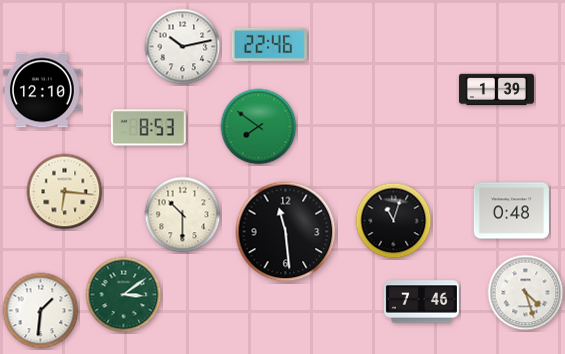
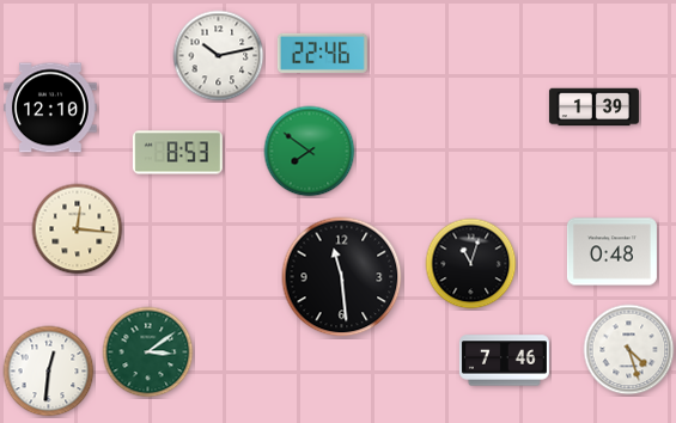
clock at (65, 192): 6:16 -> 12:16
clock at (183, 215): 10:30 -> none
clock at (41, 311): 1:31 -> 12:31
